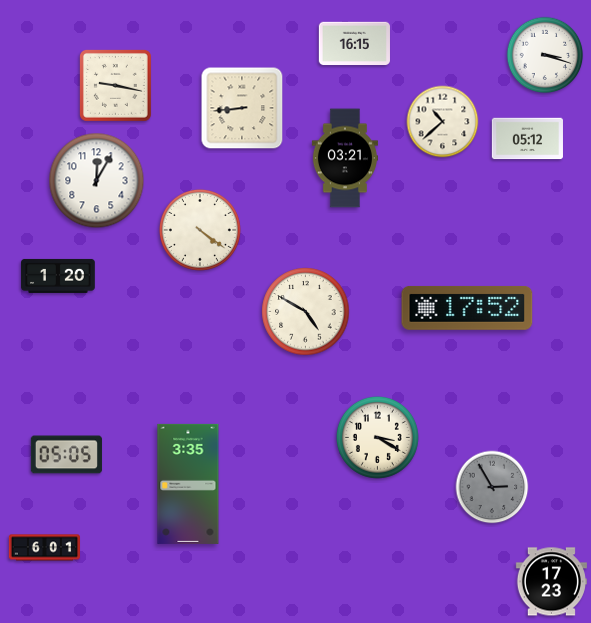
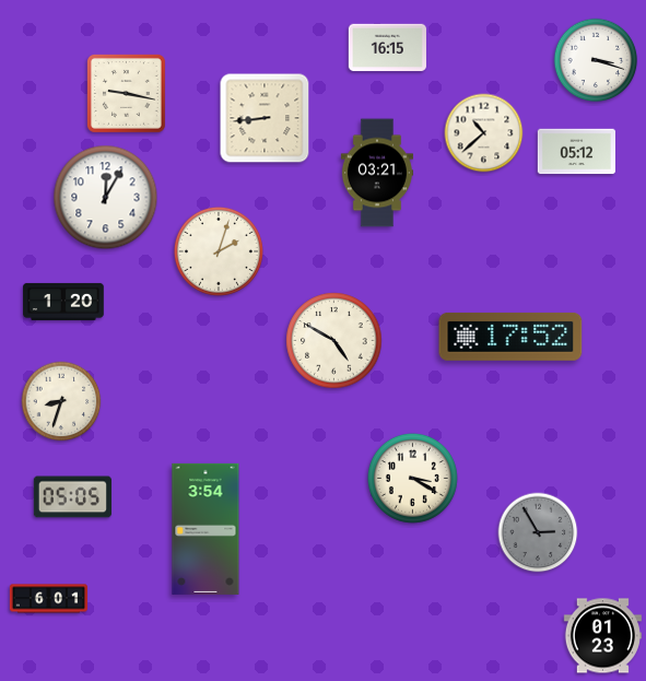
clock at (200, 230): 4:21 -> 2:03
clock at (61, 401): none -> 8:33
clock at (188, 484): 3:35 -> 3:54
clock at (551, 582): 17:23 -> 01:23
